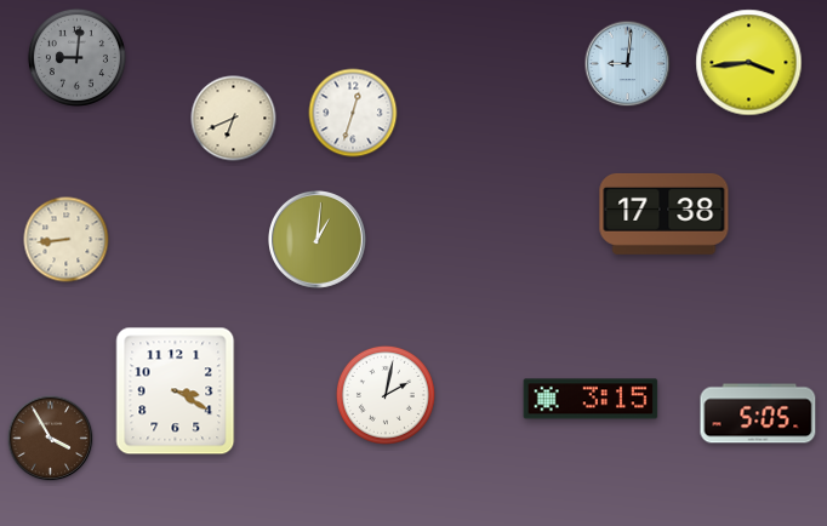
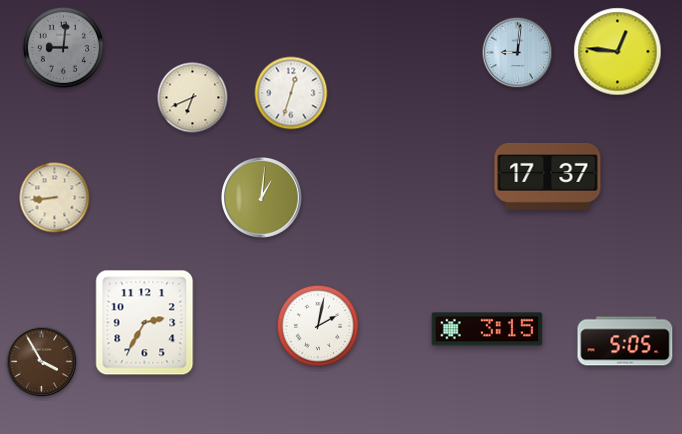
clock at (749, 63): 3:44 -> 12:46
clock at (665, 213): 17:38 -> 17:37
clock at (176, 391): 3:20 -> 2:35
